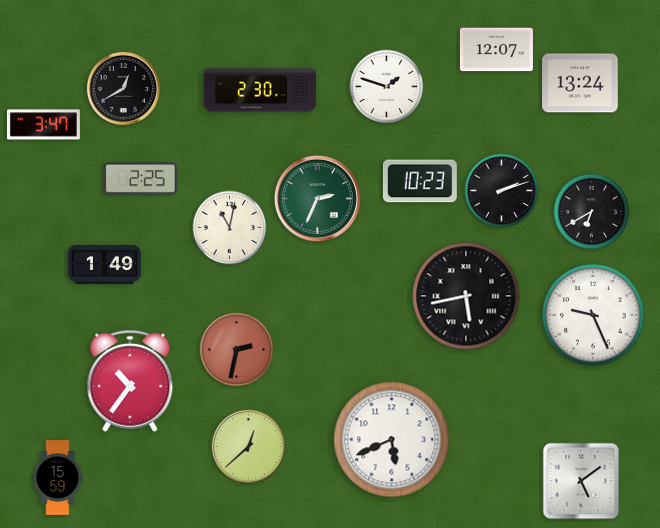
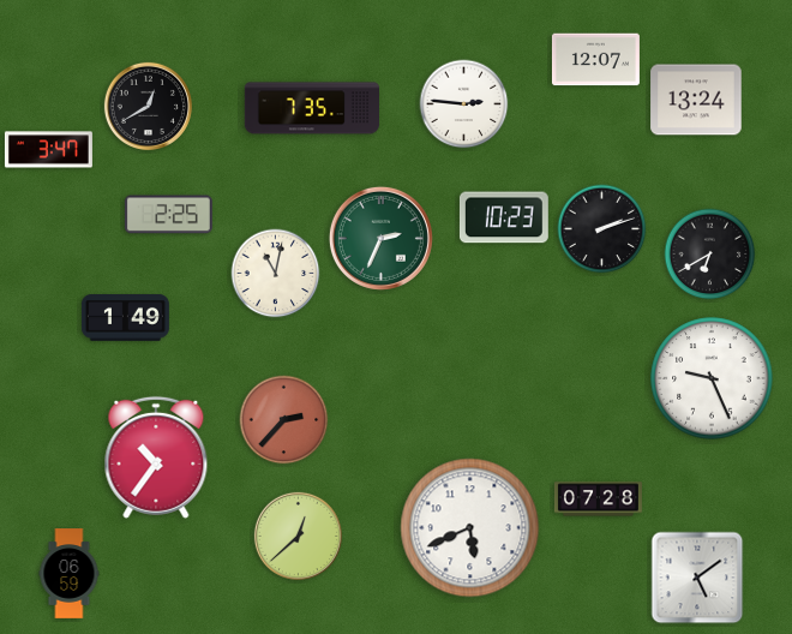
clock at (387, 87): 1:48 -> 2:46
clock at (259, 90): 2:30 -> 7:35
clock at (43, 125) position: (43, 125) -> (48, 150)
clock at (466, 296): 5:43 -> none
clock at (237, 350): 2:32 -> 2:37
clock at (598, 500): none -> 07:28
clock at (58, 478): 15:59 -> 06:59
